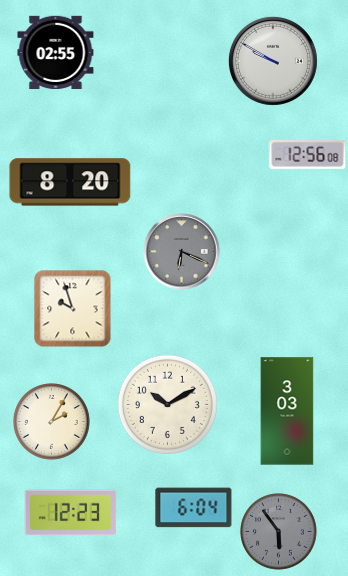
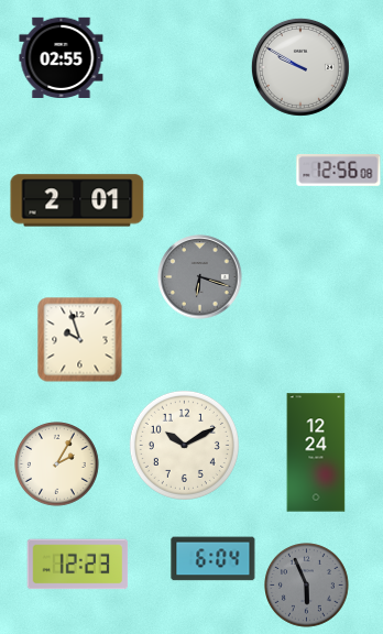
clock at (70, 182): 8:20 -> 2:01
clock at (182, 252): 6:19 -> 6:18
clock at (287, 411): 3:03 -> 12:24
clock at (279, 532): 5:54 -> 5:56
